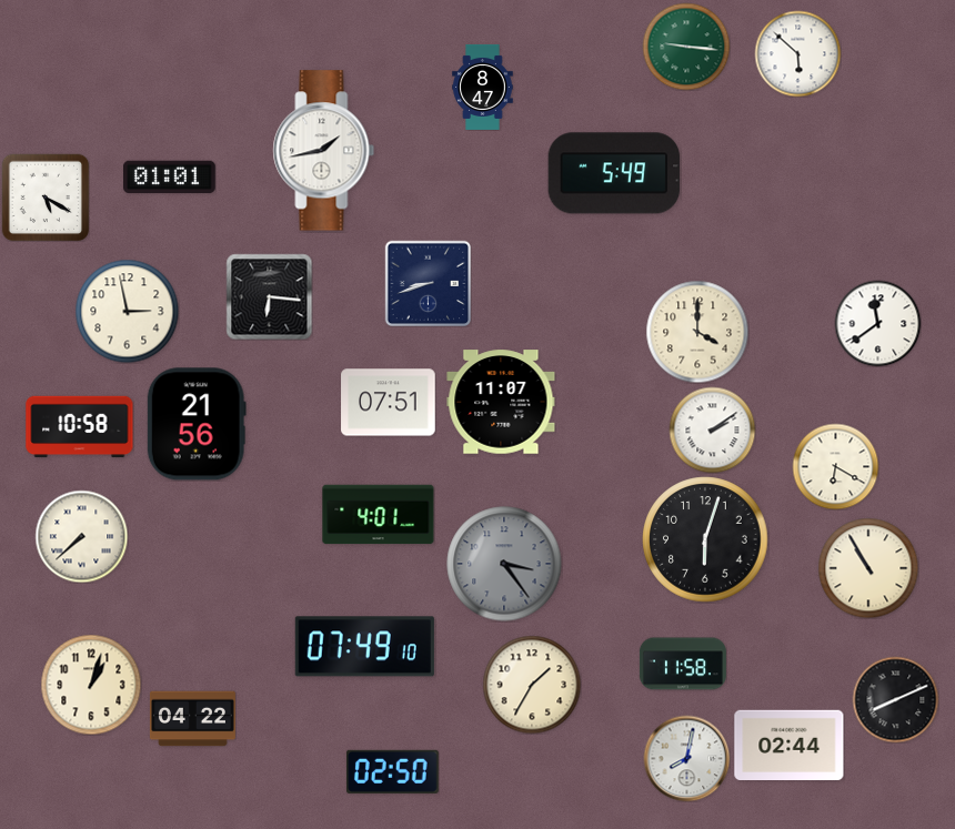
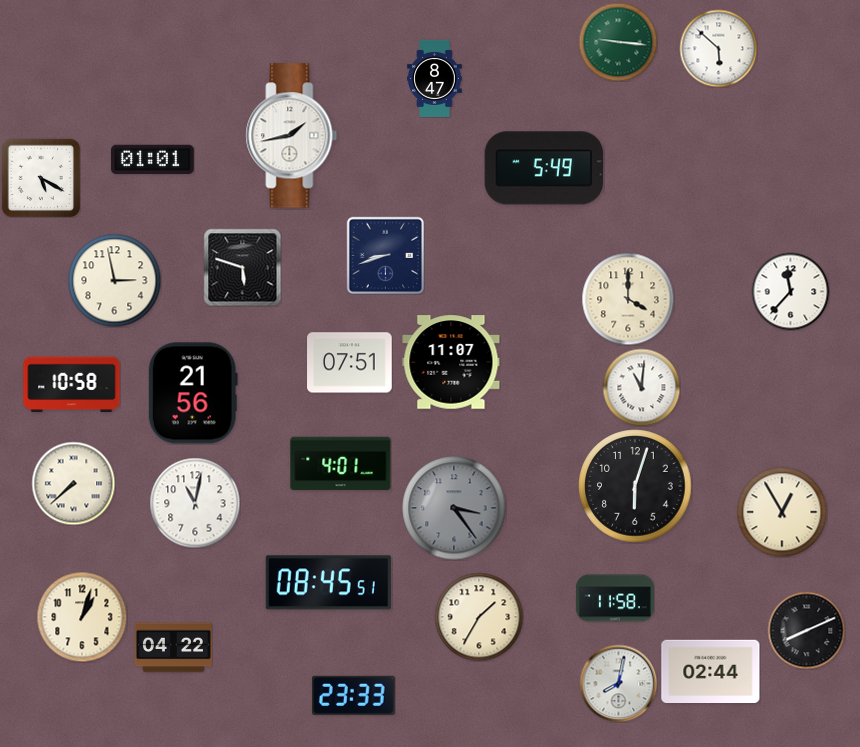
clock at (614, 173) position: (614, 173) -> (544, 168)
clock at (269, 296): 6:16 -> 5:48
clock at (877, 323): 11:39 -> 11:37
clock at (197, 424) position: (197, 424) -> (193, 393)
clock at (712, 429): 2:09 -> 11:01
clock at (835, 466): 6:20 -> none
clock at (195, 503): none -> 11:02
clock at (868, 568): 10:55 -> 12:55
clock at (364, 647): 07:49 -> 08:45
clock at (392, 771): 02:50 -> 23:33
